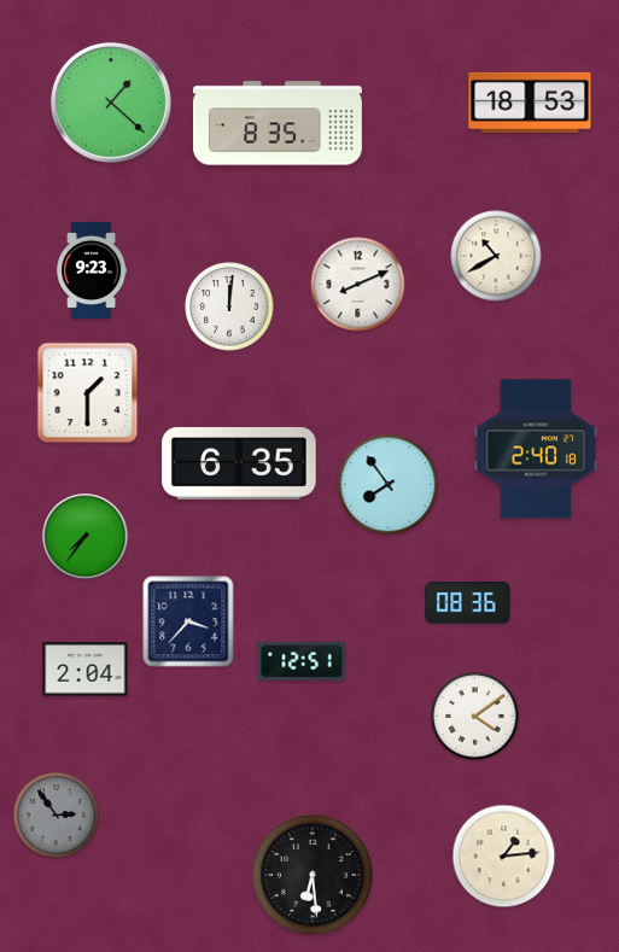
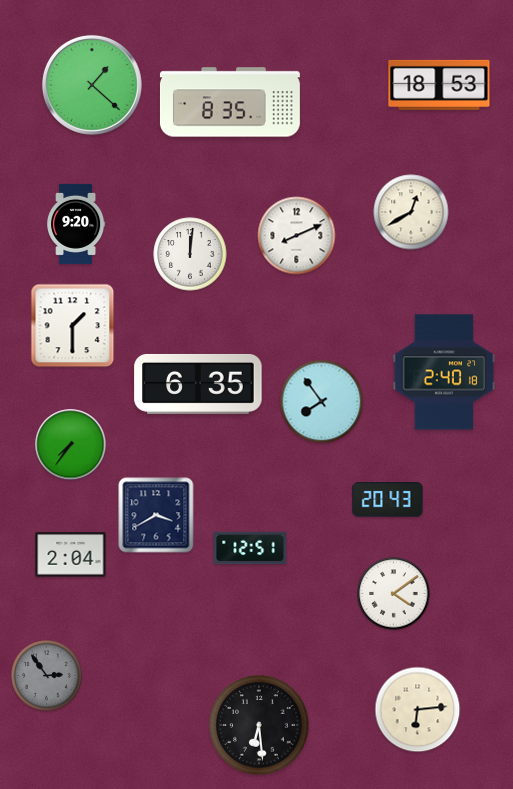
clock at (496, 256): 10:40 -> 12:40
clock at (92, 270): 9:23 -> 9:20
clock at (468, 603): 08:36 -> 20:43
clock at (188, 621): 3:37 -> 3:40
clock at (504, 857): 1:14 -> 6:14
